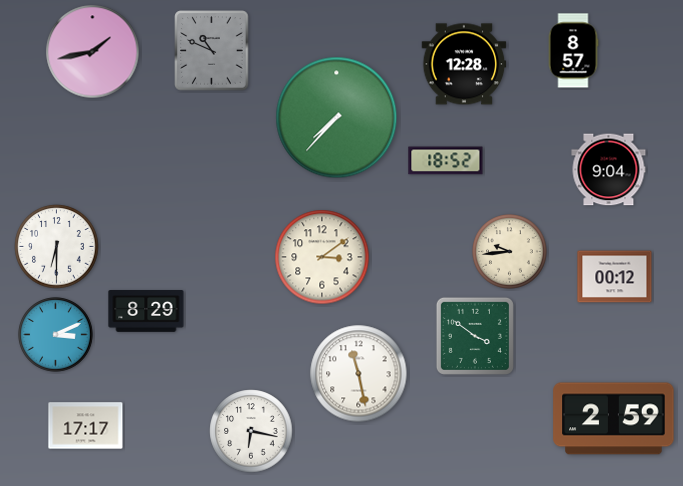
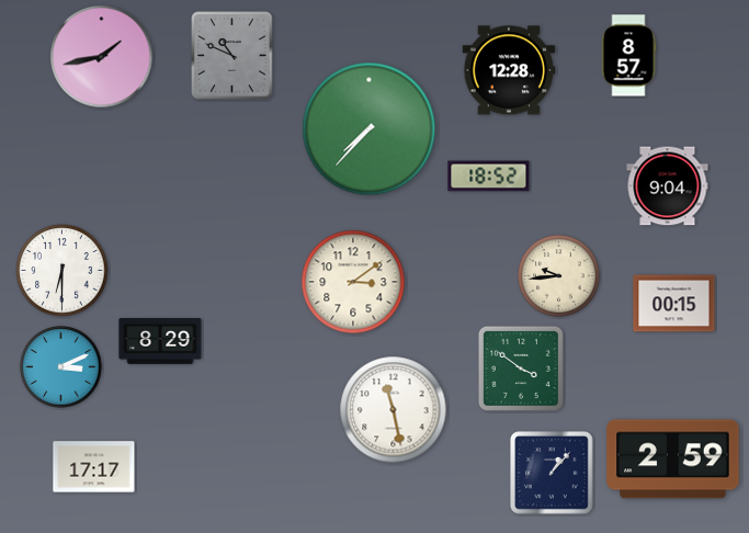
clock at (615, 277): 00:12 -> 00:15
clock at (251, 431): 6:17 -> none
clock at (553, 474): none -> 1:07
